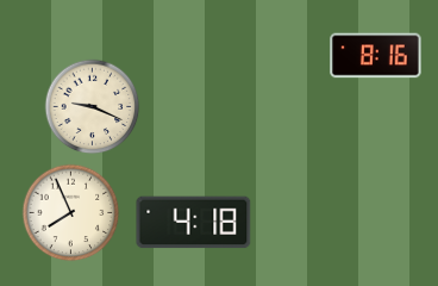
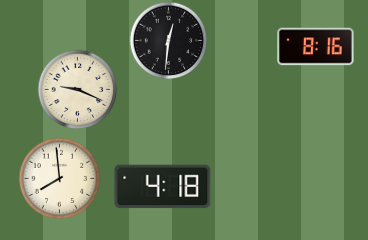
clock at (168, 40): none -> 12:31
clock at (70, 212): 7:56 -> 7:59
